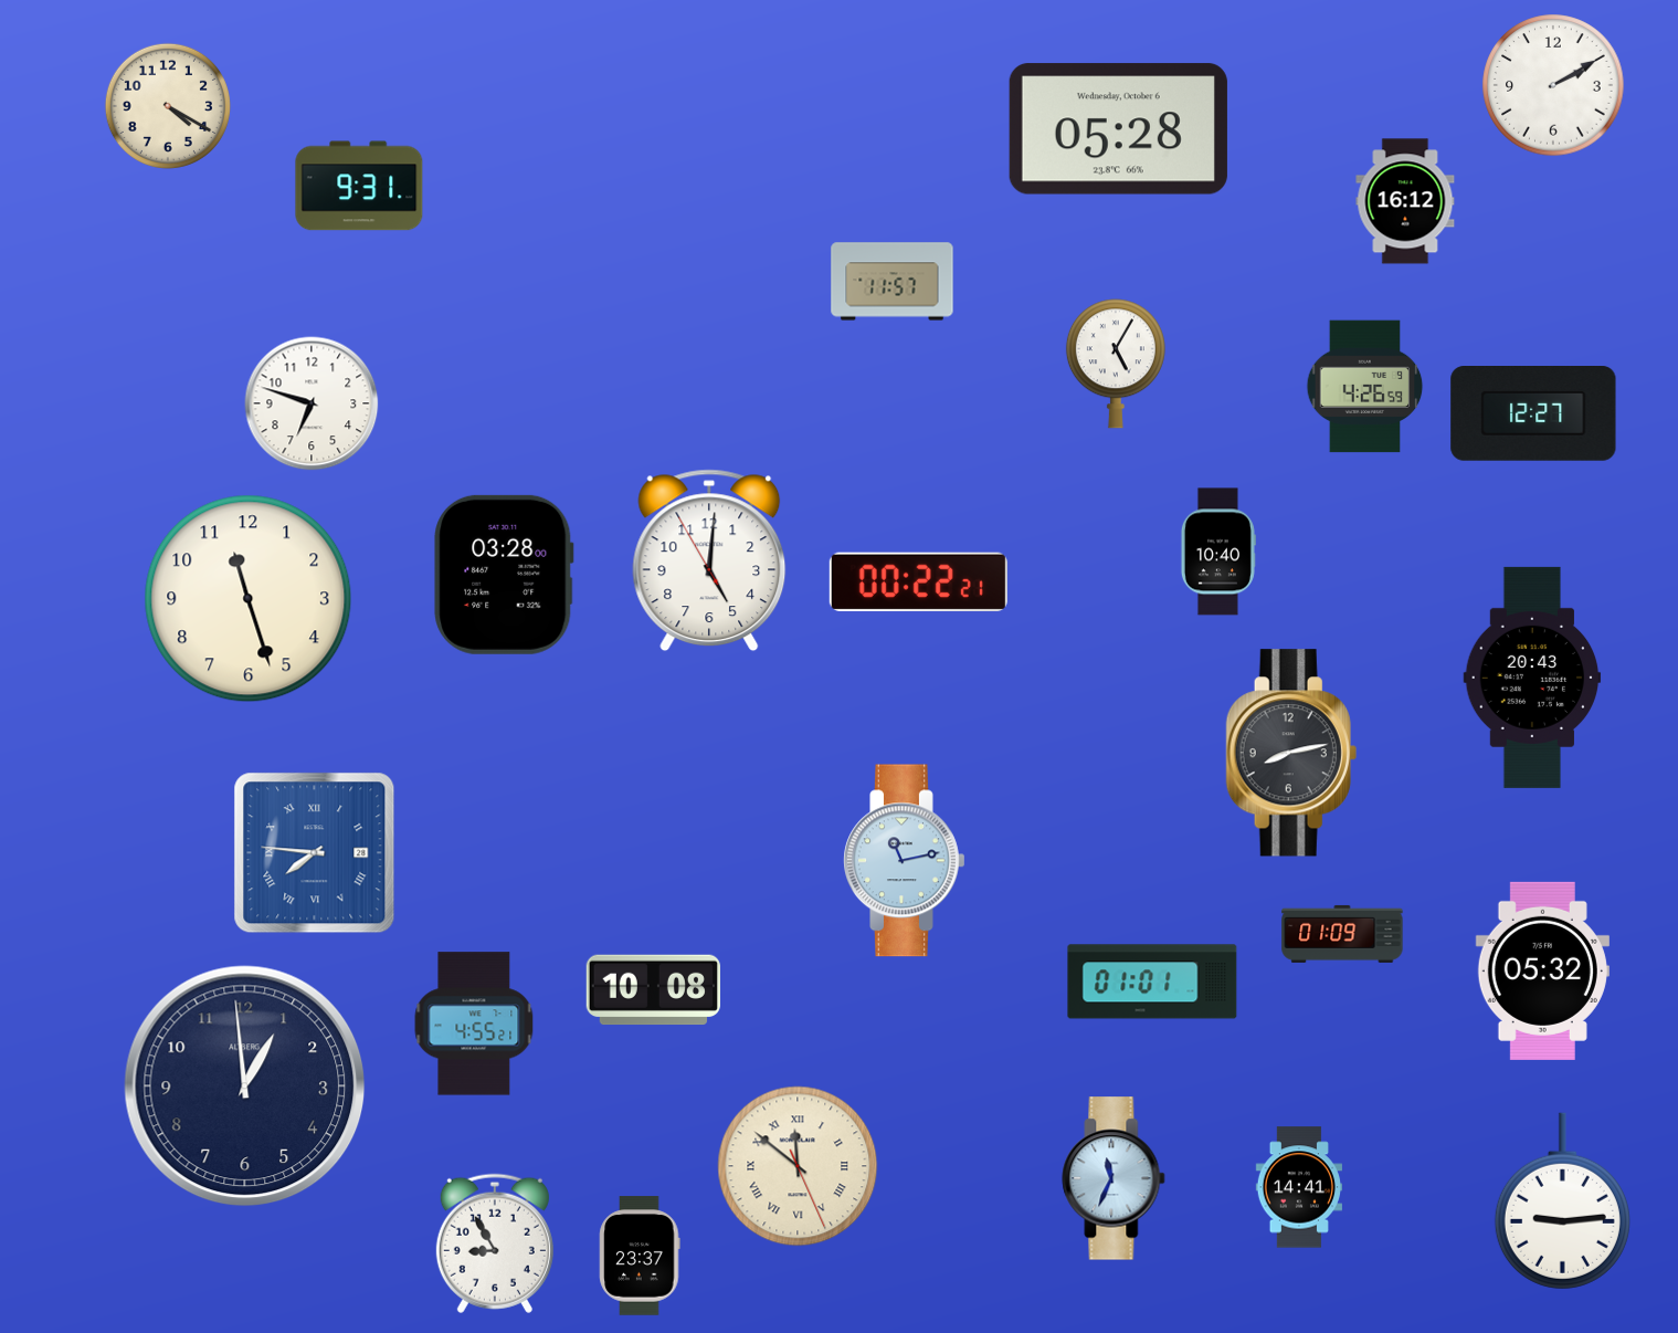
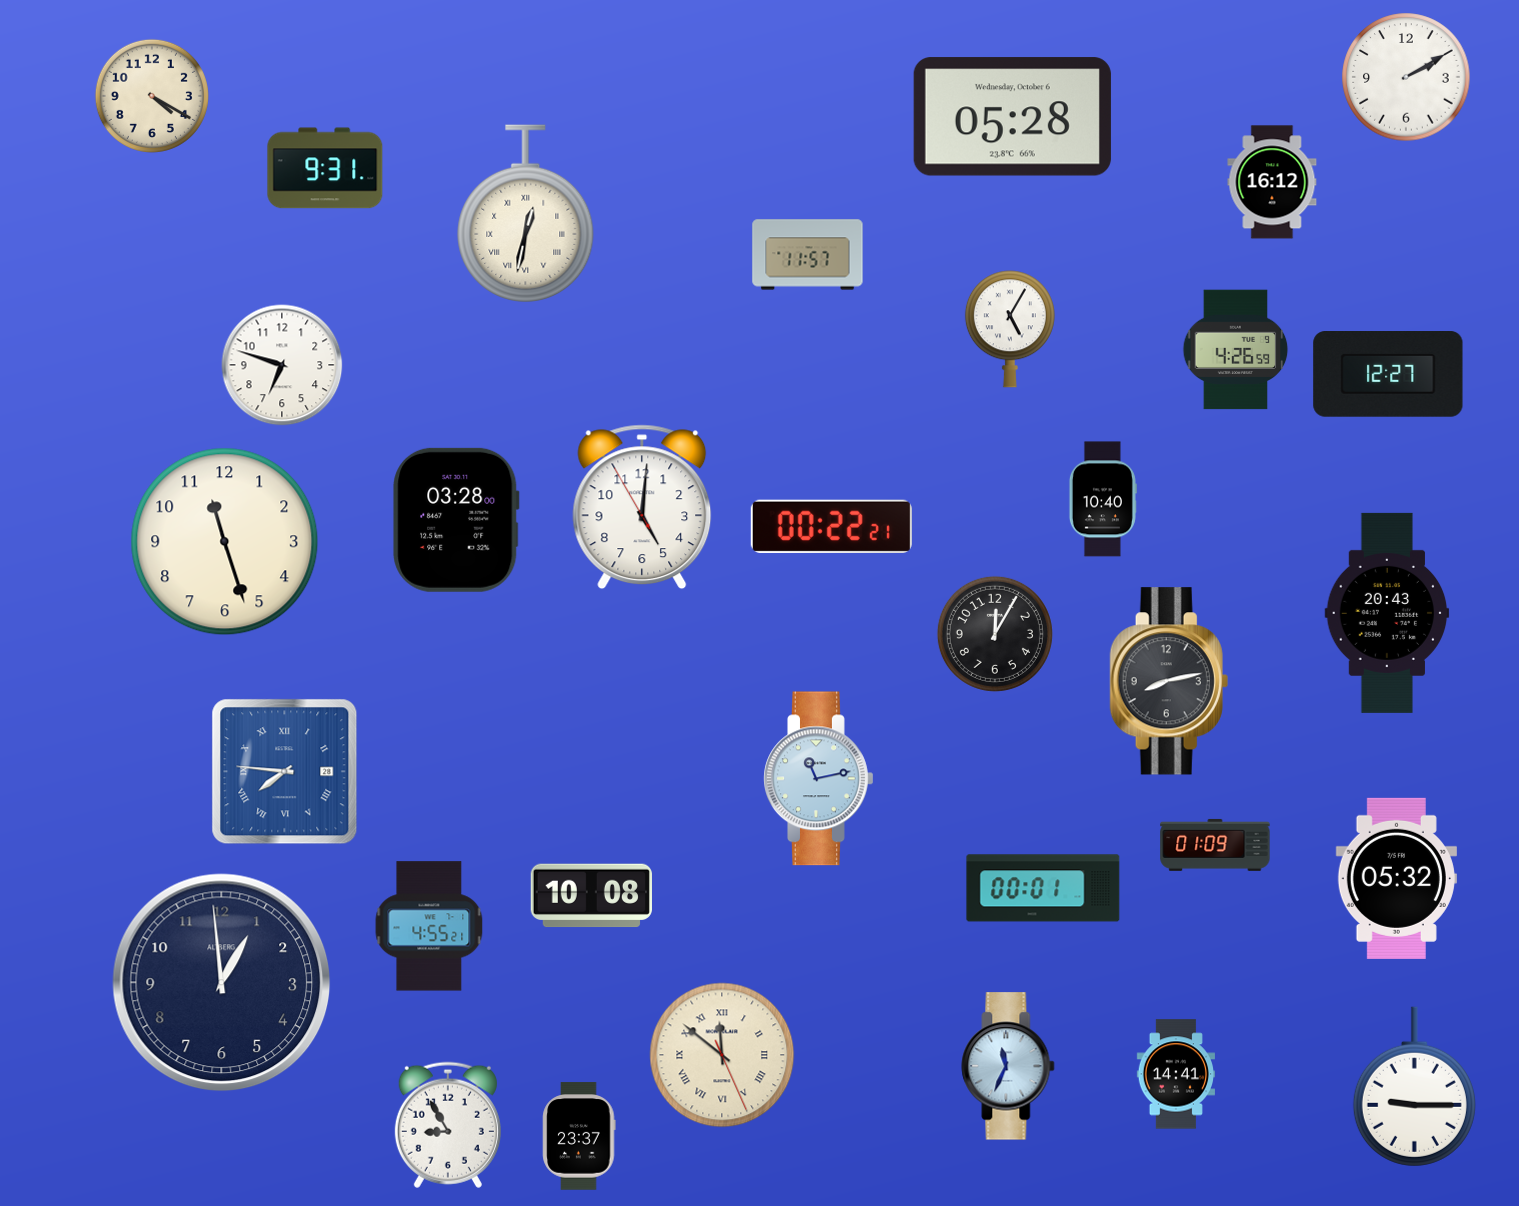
clock at (526, 213): none -> 12:32
clock at (995, 634): none -> 12:05
clock at (1152, 982): 01:01 -> 00:01
clock at (1562, 1201): 9:14 -> 9:15
